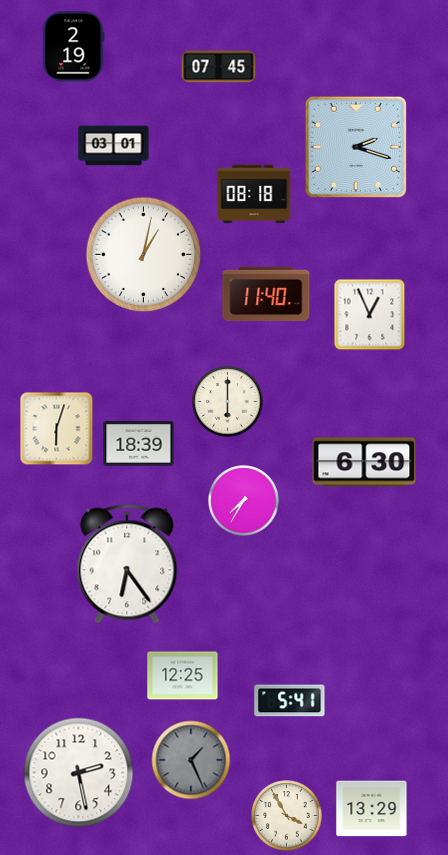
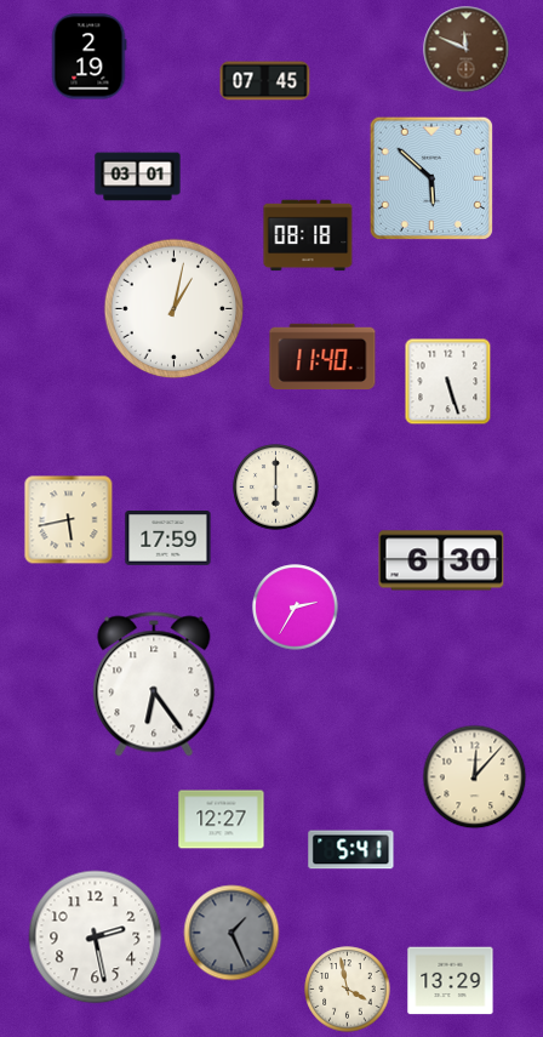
clock at (467, 50): none -> 11:49
clock at (355, 146): 2:18 -> 5:52
clock at (370, 315): 12:56 -> 5:27
clock at (57, 429): 6:03 -> 5:43
clock at (139, 444): 18:39 -> 17:59
clock at (244, 501): 7:35 -> 2:35
clock at (475, 777): none -> 12:07
clock at (183, 676): 12:25 -> 12:27
clock at (191, 760) position: (191, 760) -> (232, 933)
clock at (287, 816): 3:55 -> 3:58
